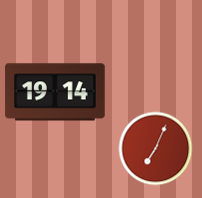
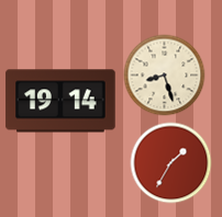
clock at (165, 76): none -> 8:27
clock at (156, 149): 7:04 -> 1:35
